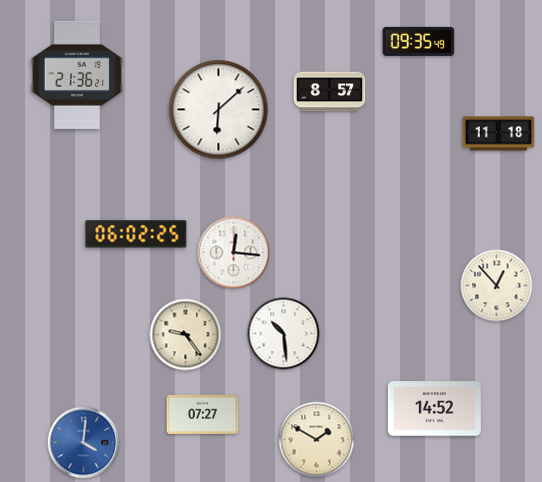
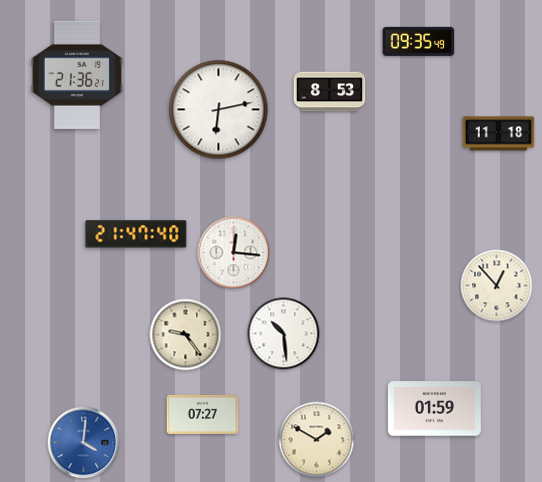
clock at (330, 92): 8:57 -> 8:53
clock at (219, 110): 6:08 -> 6:13
clock at (136, 234): 06:02 -> 21:47
clock at (434, 409): 14:52 -> 01:59
